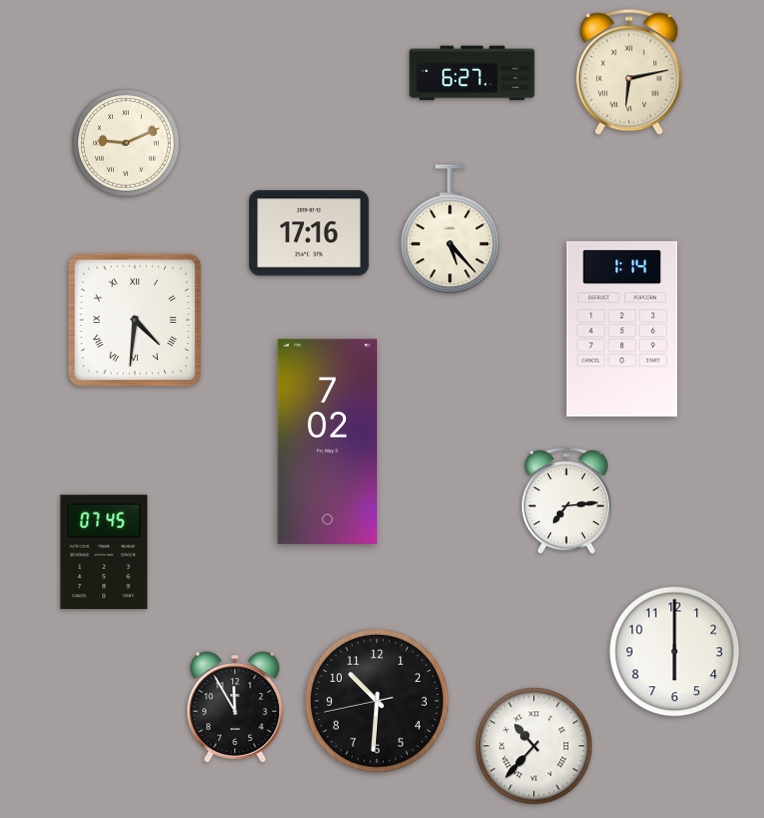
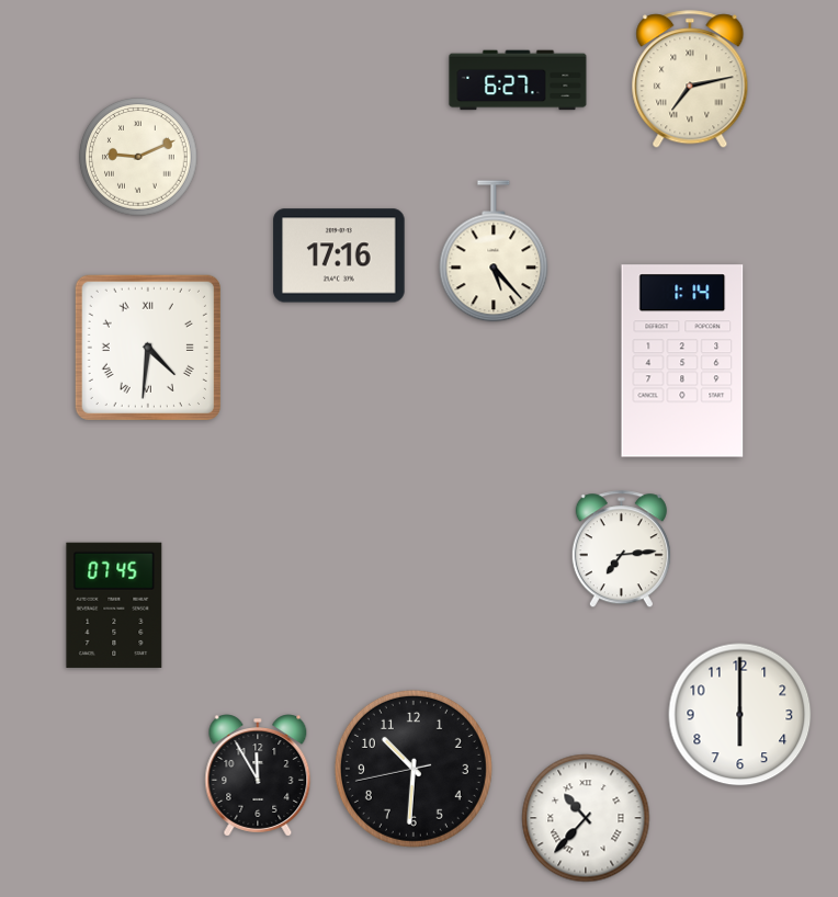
clock at (629, 73): 6:13 -> 7:13
clock at (135, 320) position: (135, 320) -> (148, 348)
clock at (328, 441): 7:02 -> none
